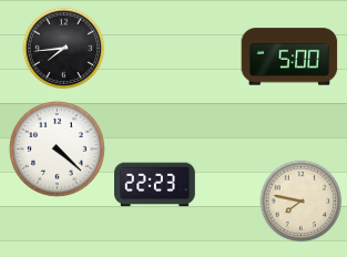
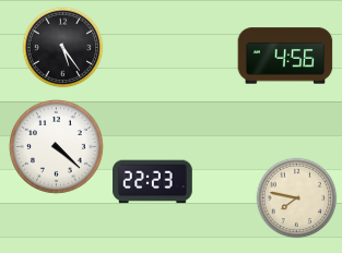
clock at (64, 49): 7:44 -> 5:24
clock at (289, 56): 5:00 -> 4:56
